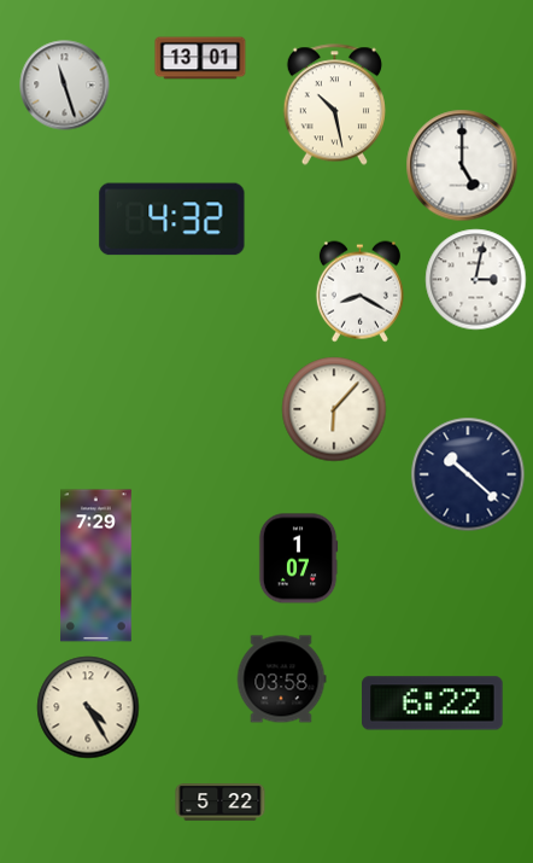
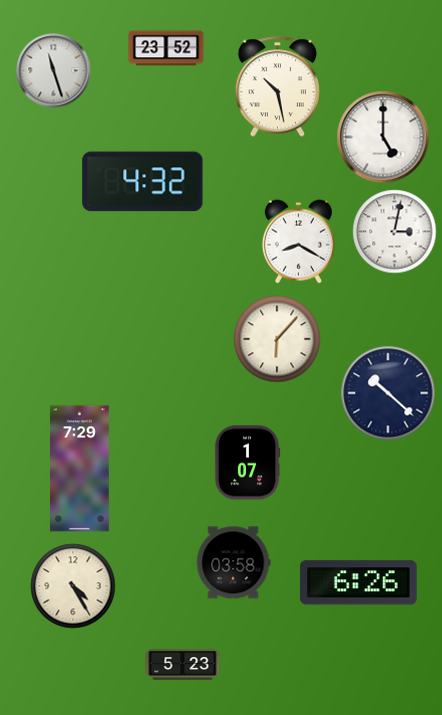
clock at (200, 58): 13:01 -> 23:52
clock at (433, 704): 6:22 -> 6:26
clock at (221, 803): 5:22 -> 5:23
